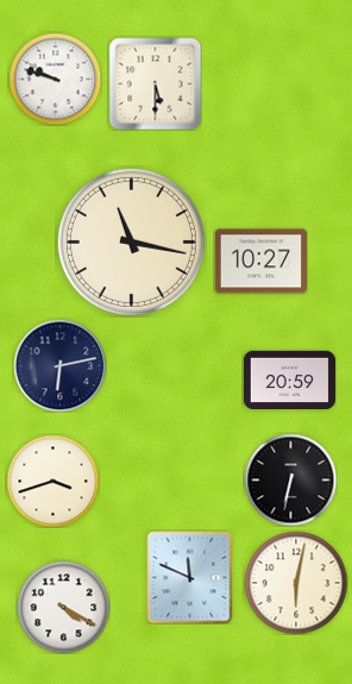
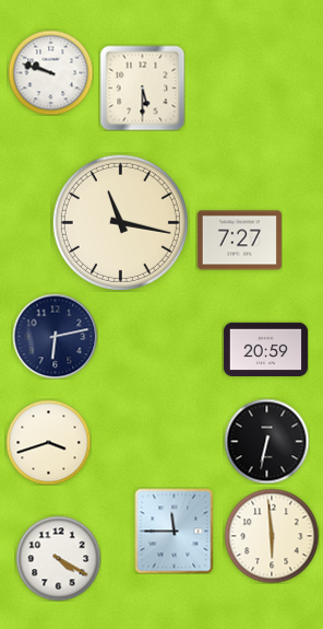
clock at (155, 83) position: (155, 83) -> (142, 88)
clock at (260, 262): 10:27 -> 7:27
clock at (190, 577): 11:49 -> 11:45
clock at (296, 583): 6:02 -> 5:59
